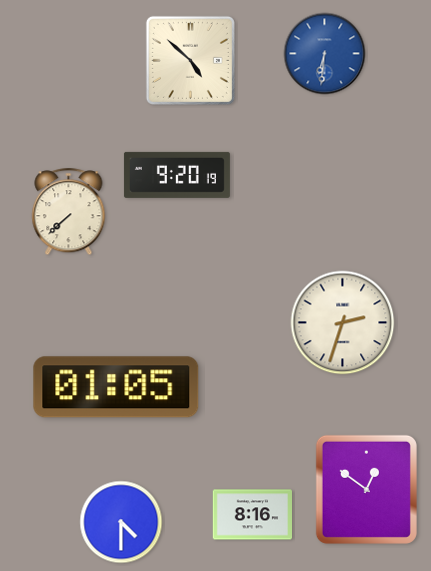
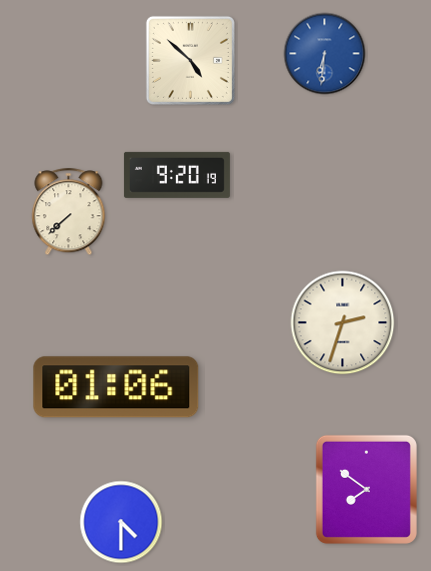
clock at (116, 387): 01:05 -> 01:06
clock at (366, 489): 12:51 -> 7:51
clock at (253, 515): 8:16 -> none
